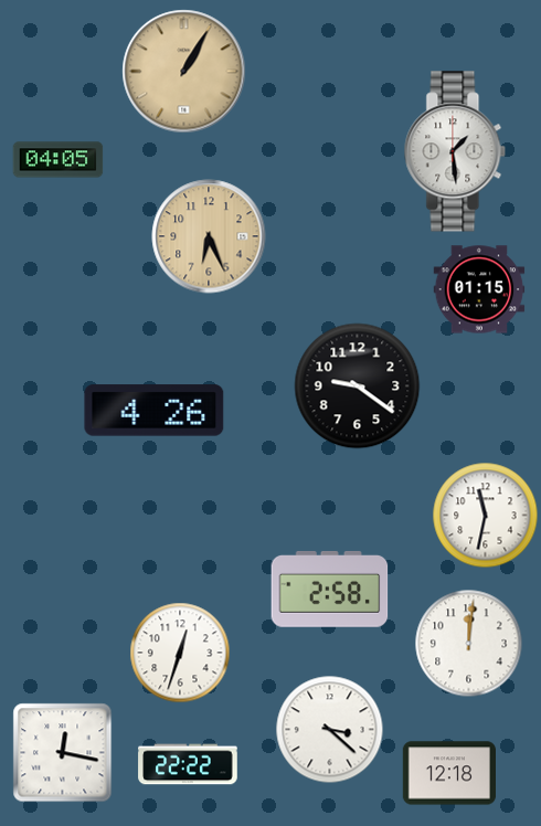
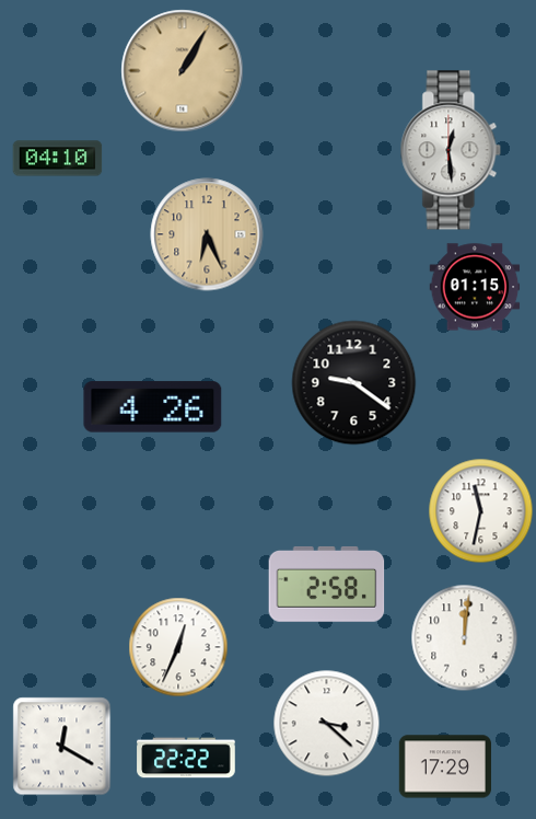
clock at (455, 151): 1:29 -> 12:29
clock at (59, 160): 04:05 -> 04:10
clock at (180, 653): 12:33 -> 12:34
clock at (63, 753): 12:17 -> 12:20
clock at (448, 773): 12:18 -> 17:29
